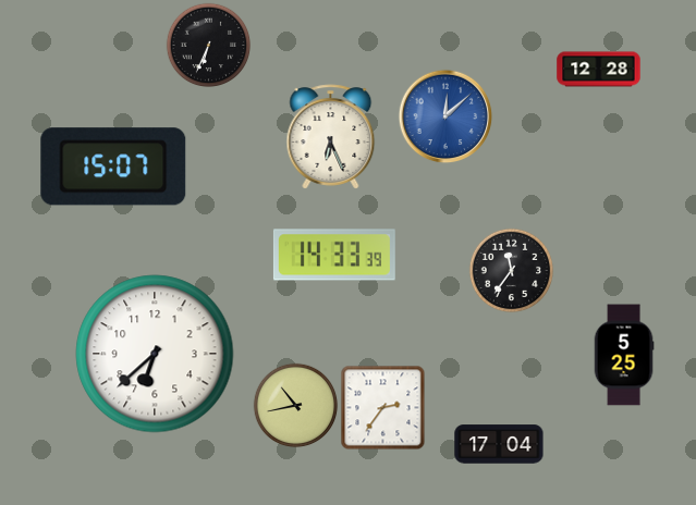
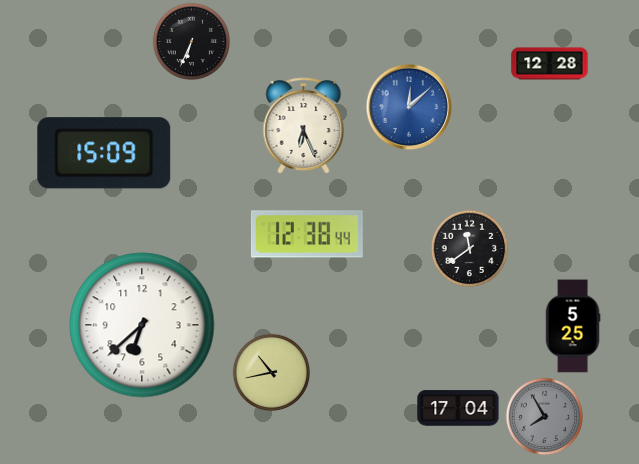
clock at (113, 167): 15:07 -> 15:09
clock at (334, 255): 14:33 -> 12:38
clock at (511, 270): 11:36 -> 11:39
clock at (382, 407): 2:36 -> none
clock at (544, 416): none -> 7:55
